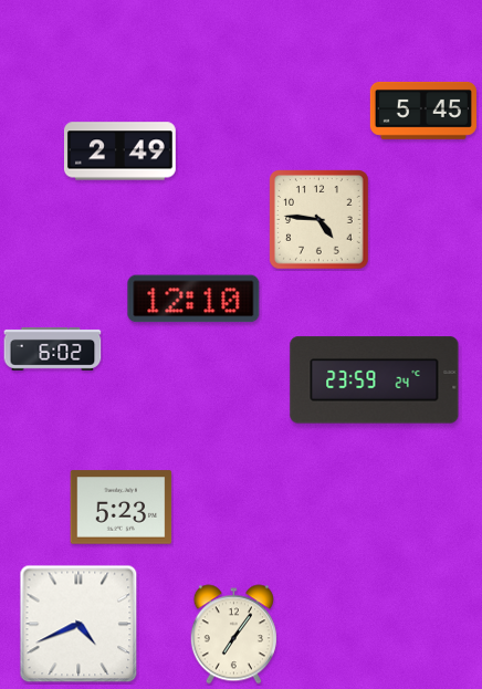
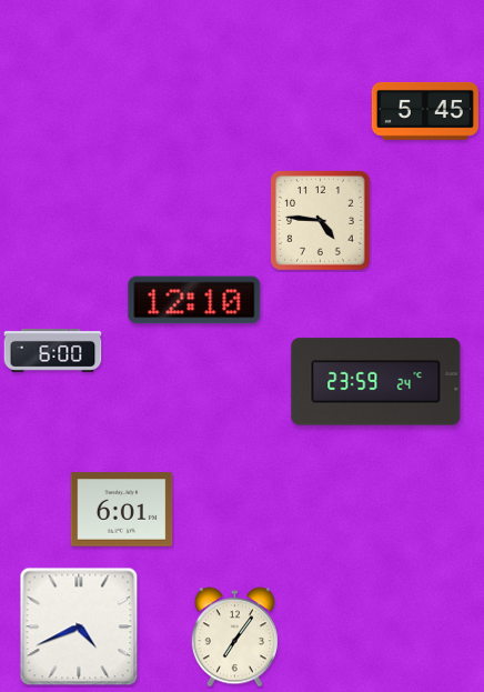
clock at (119, 152): 2:49 -> none
clock at (53, 349): 6:02 -> 6:00
clock at (122, 508): 5:23 -> 6:01
